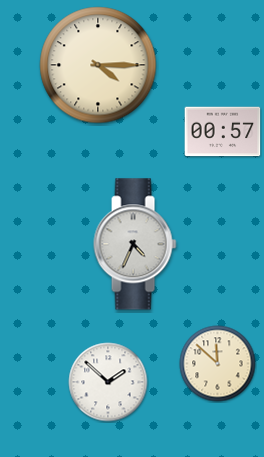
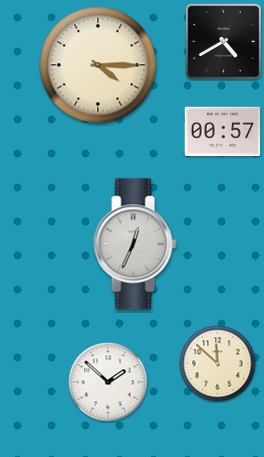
clock at (223, 41): none -> 4:40
clock at (135, 244): 4:34 -> 12:34
